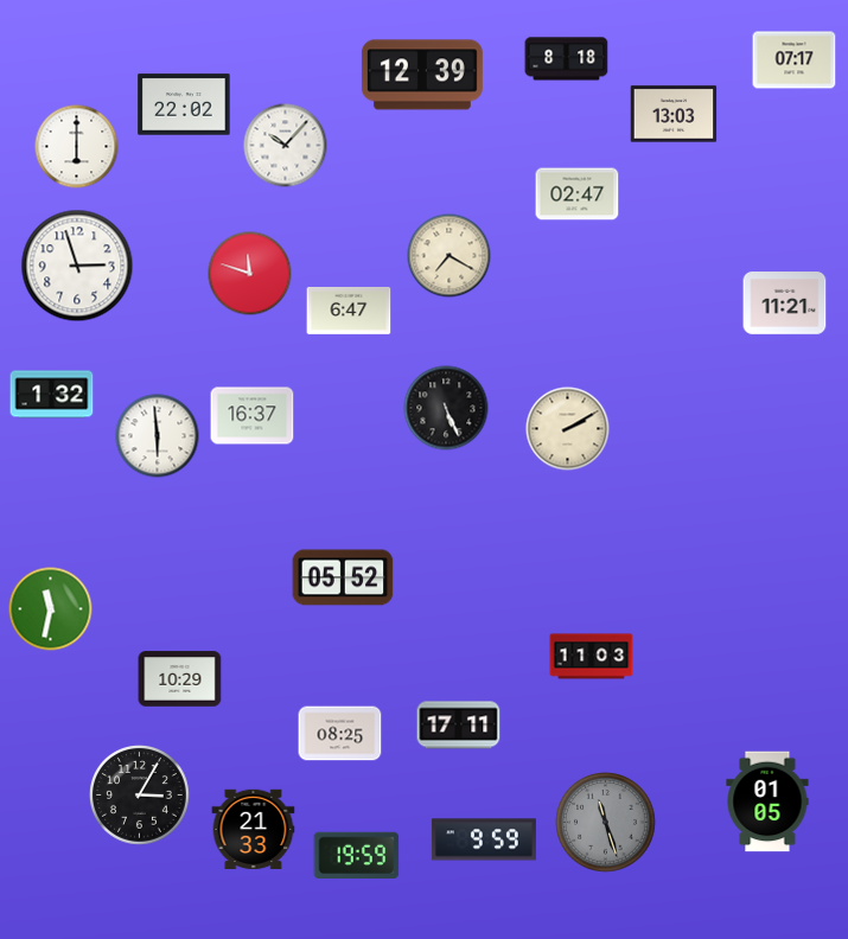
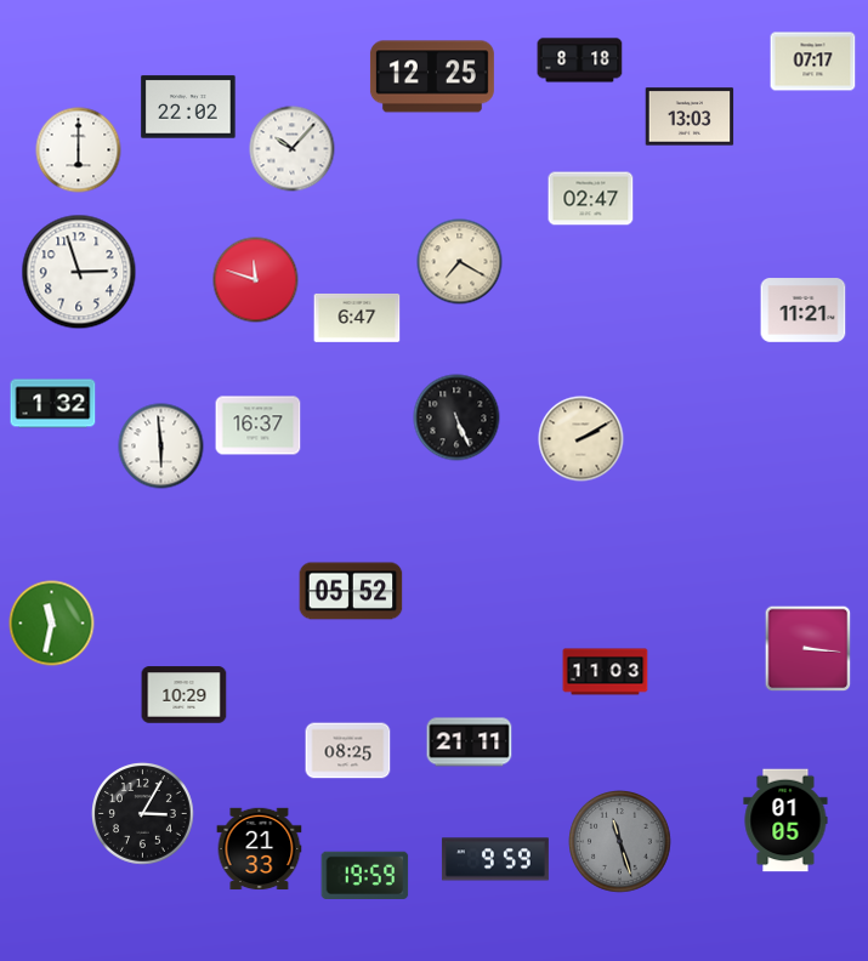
clock at (422, 75): 12:39 -> 12:25
clock at (809, 649): none -> 3:16
clock at (459, 726): 17:11 -> 21:11
